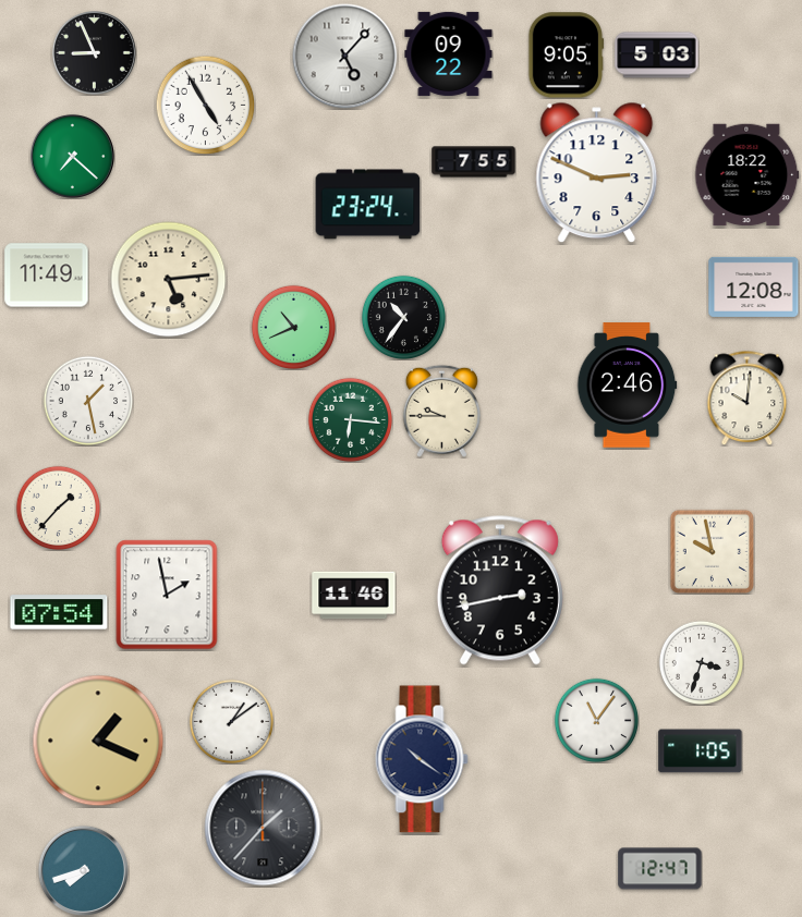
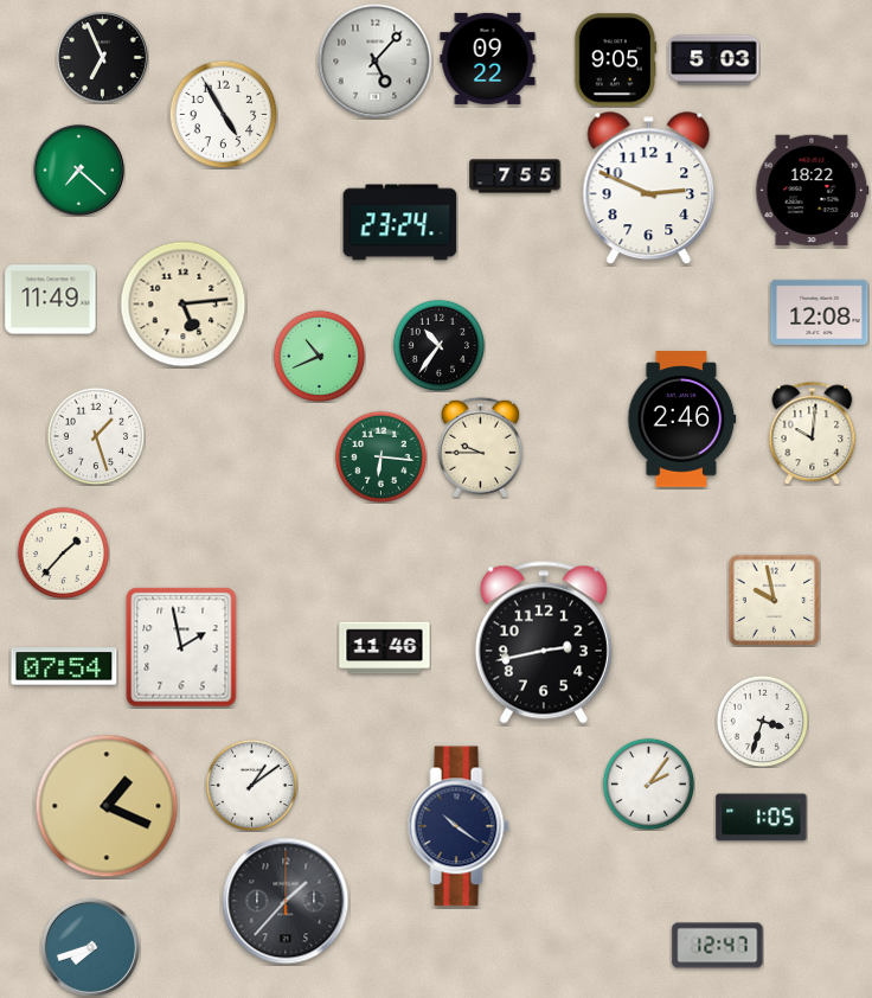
clock at (94, 52): 8:56 -> 6:56
clock at (88, 401): 1:28 -> 1:27
clock at (596, 720): 11:06 -> 2:06
